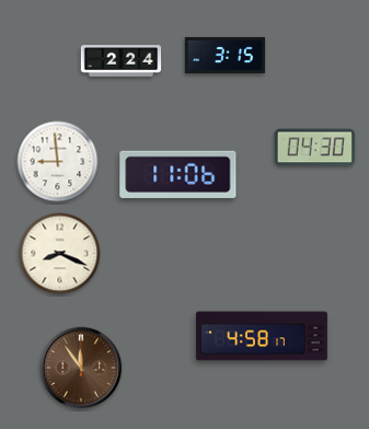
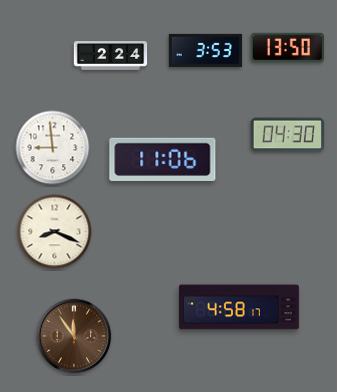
clock at (287, 47): none -> 13:50
clock at (226, 55): 3:15 -> 3:53
